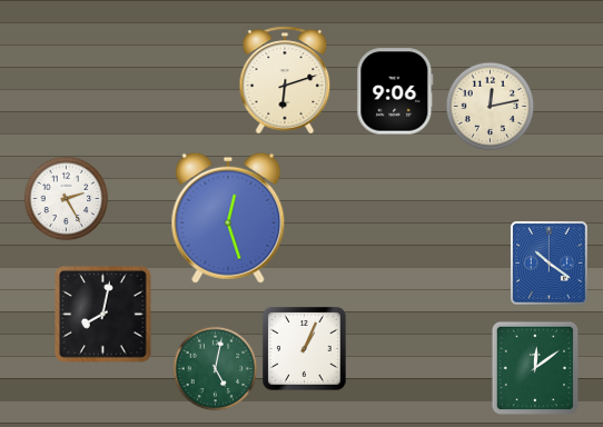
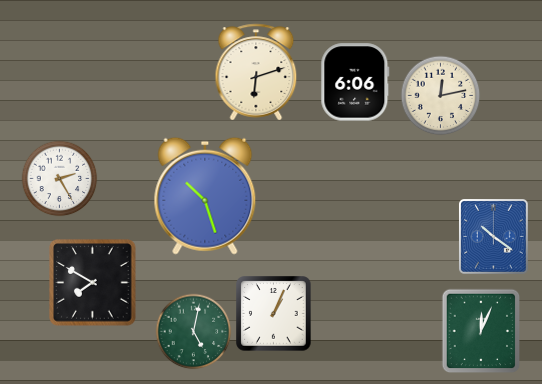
clock at (395, 91): 9:06 -> 6:06
clock at (228, 218): 12:27 -> 10:27
clock at (103, 315): 8:02 -> 7:50
clock at (535, 368): 12:09 -> 12:04
